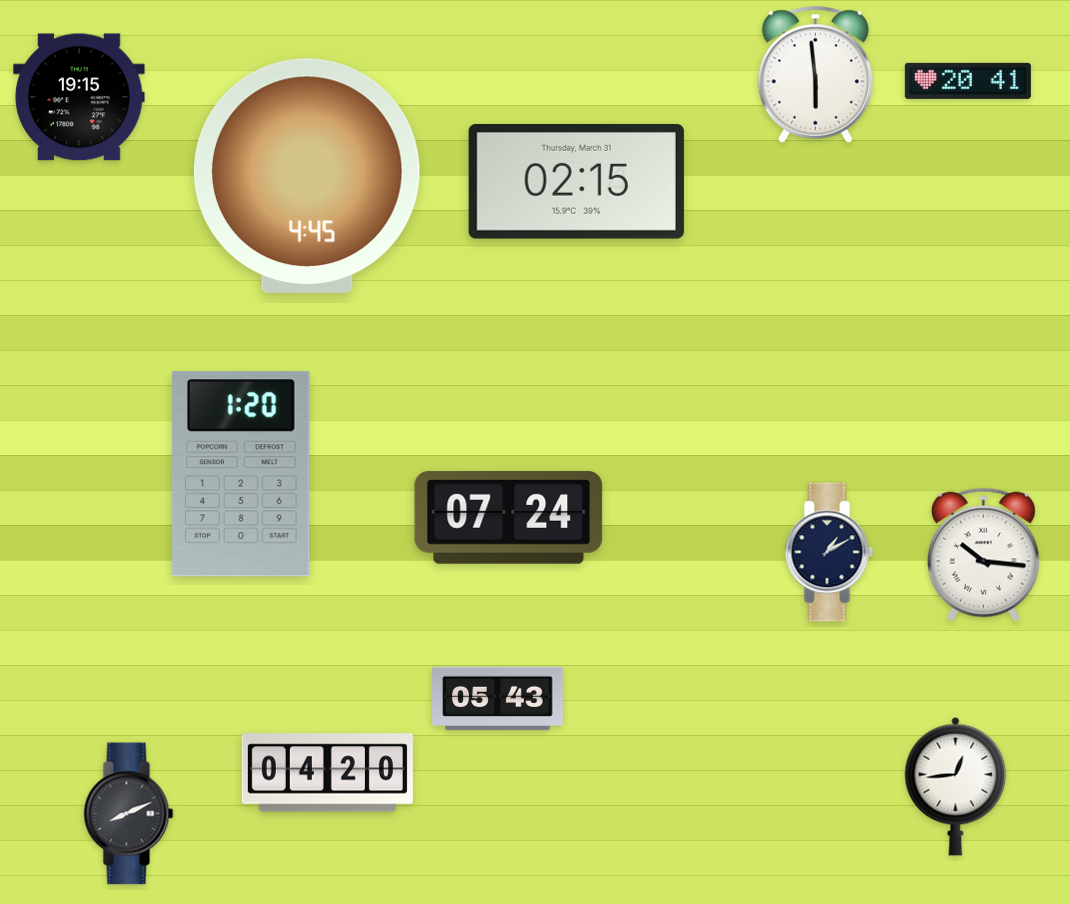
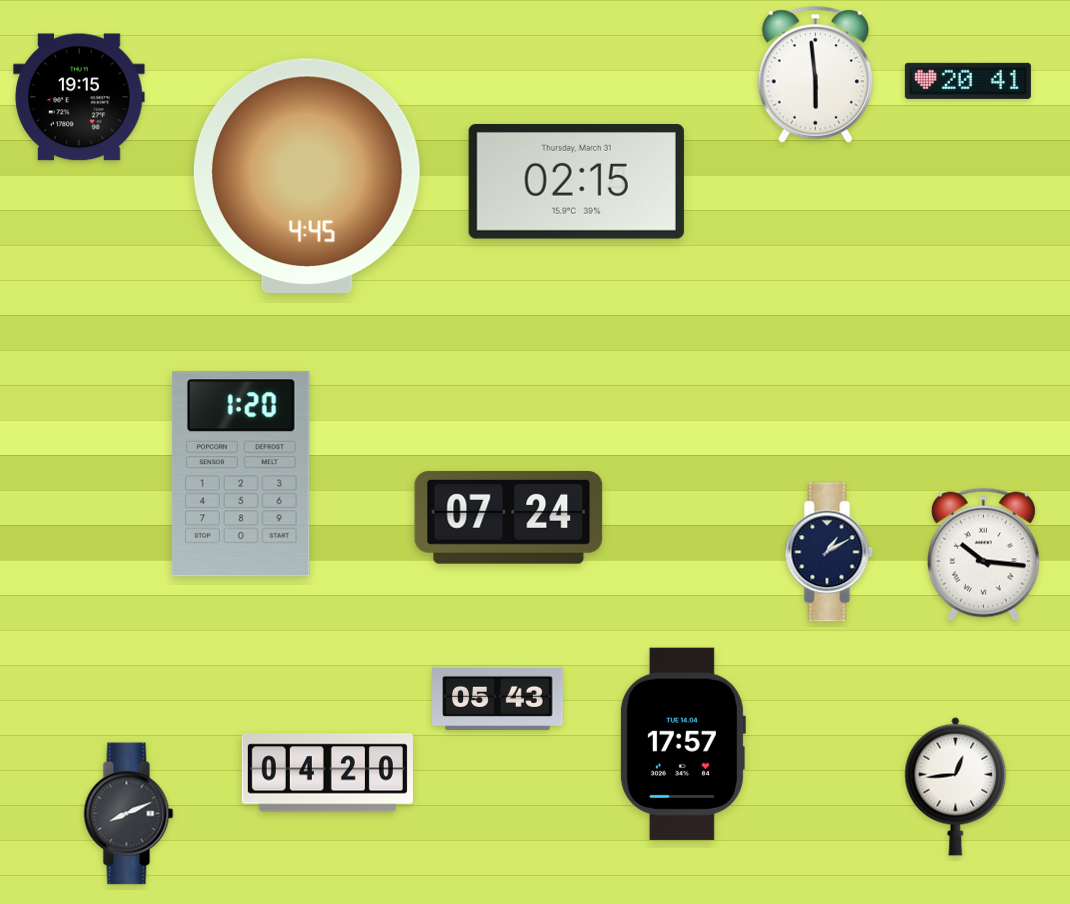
clock at (682, 744): none -> 17:57
